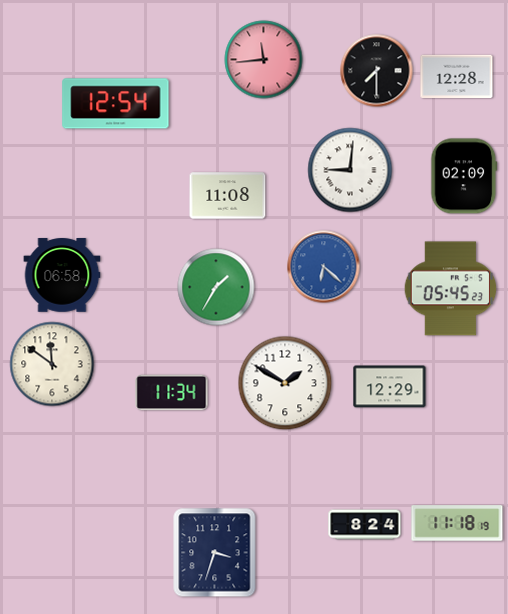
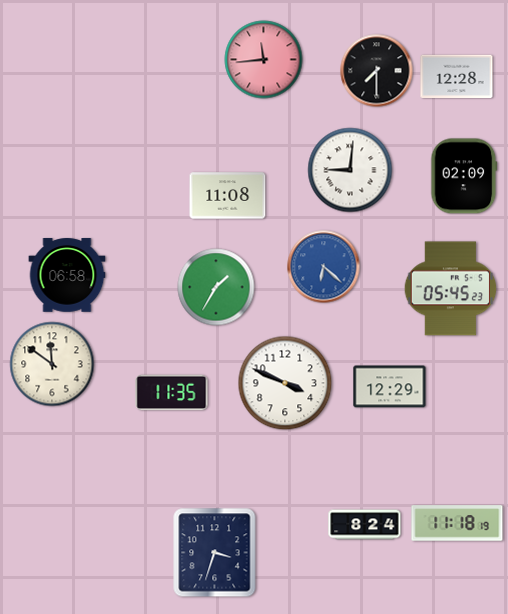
clock at (116, 104): 12:54 -> none
clock at (62, 275) position: (62, 275) -> (67, 275)
clock at (285, 383): 1:50 -> 3:49
clock at (172, 393): 11:34 -> 11:35
